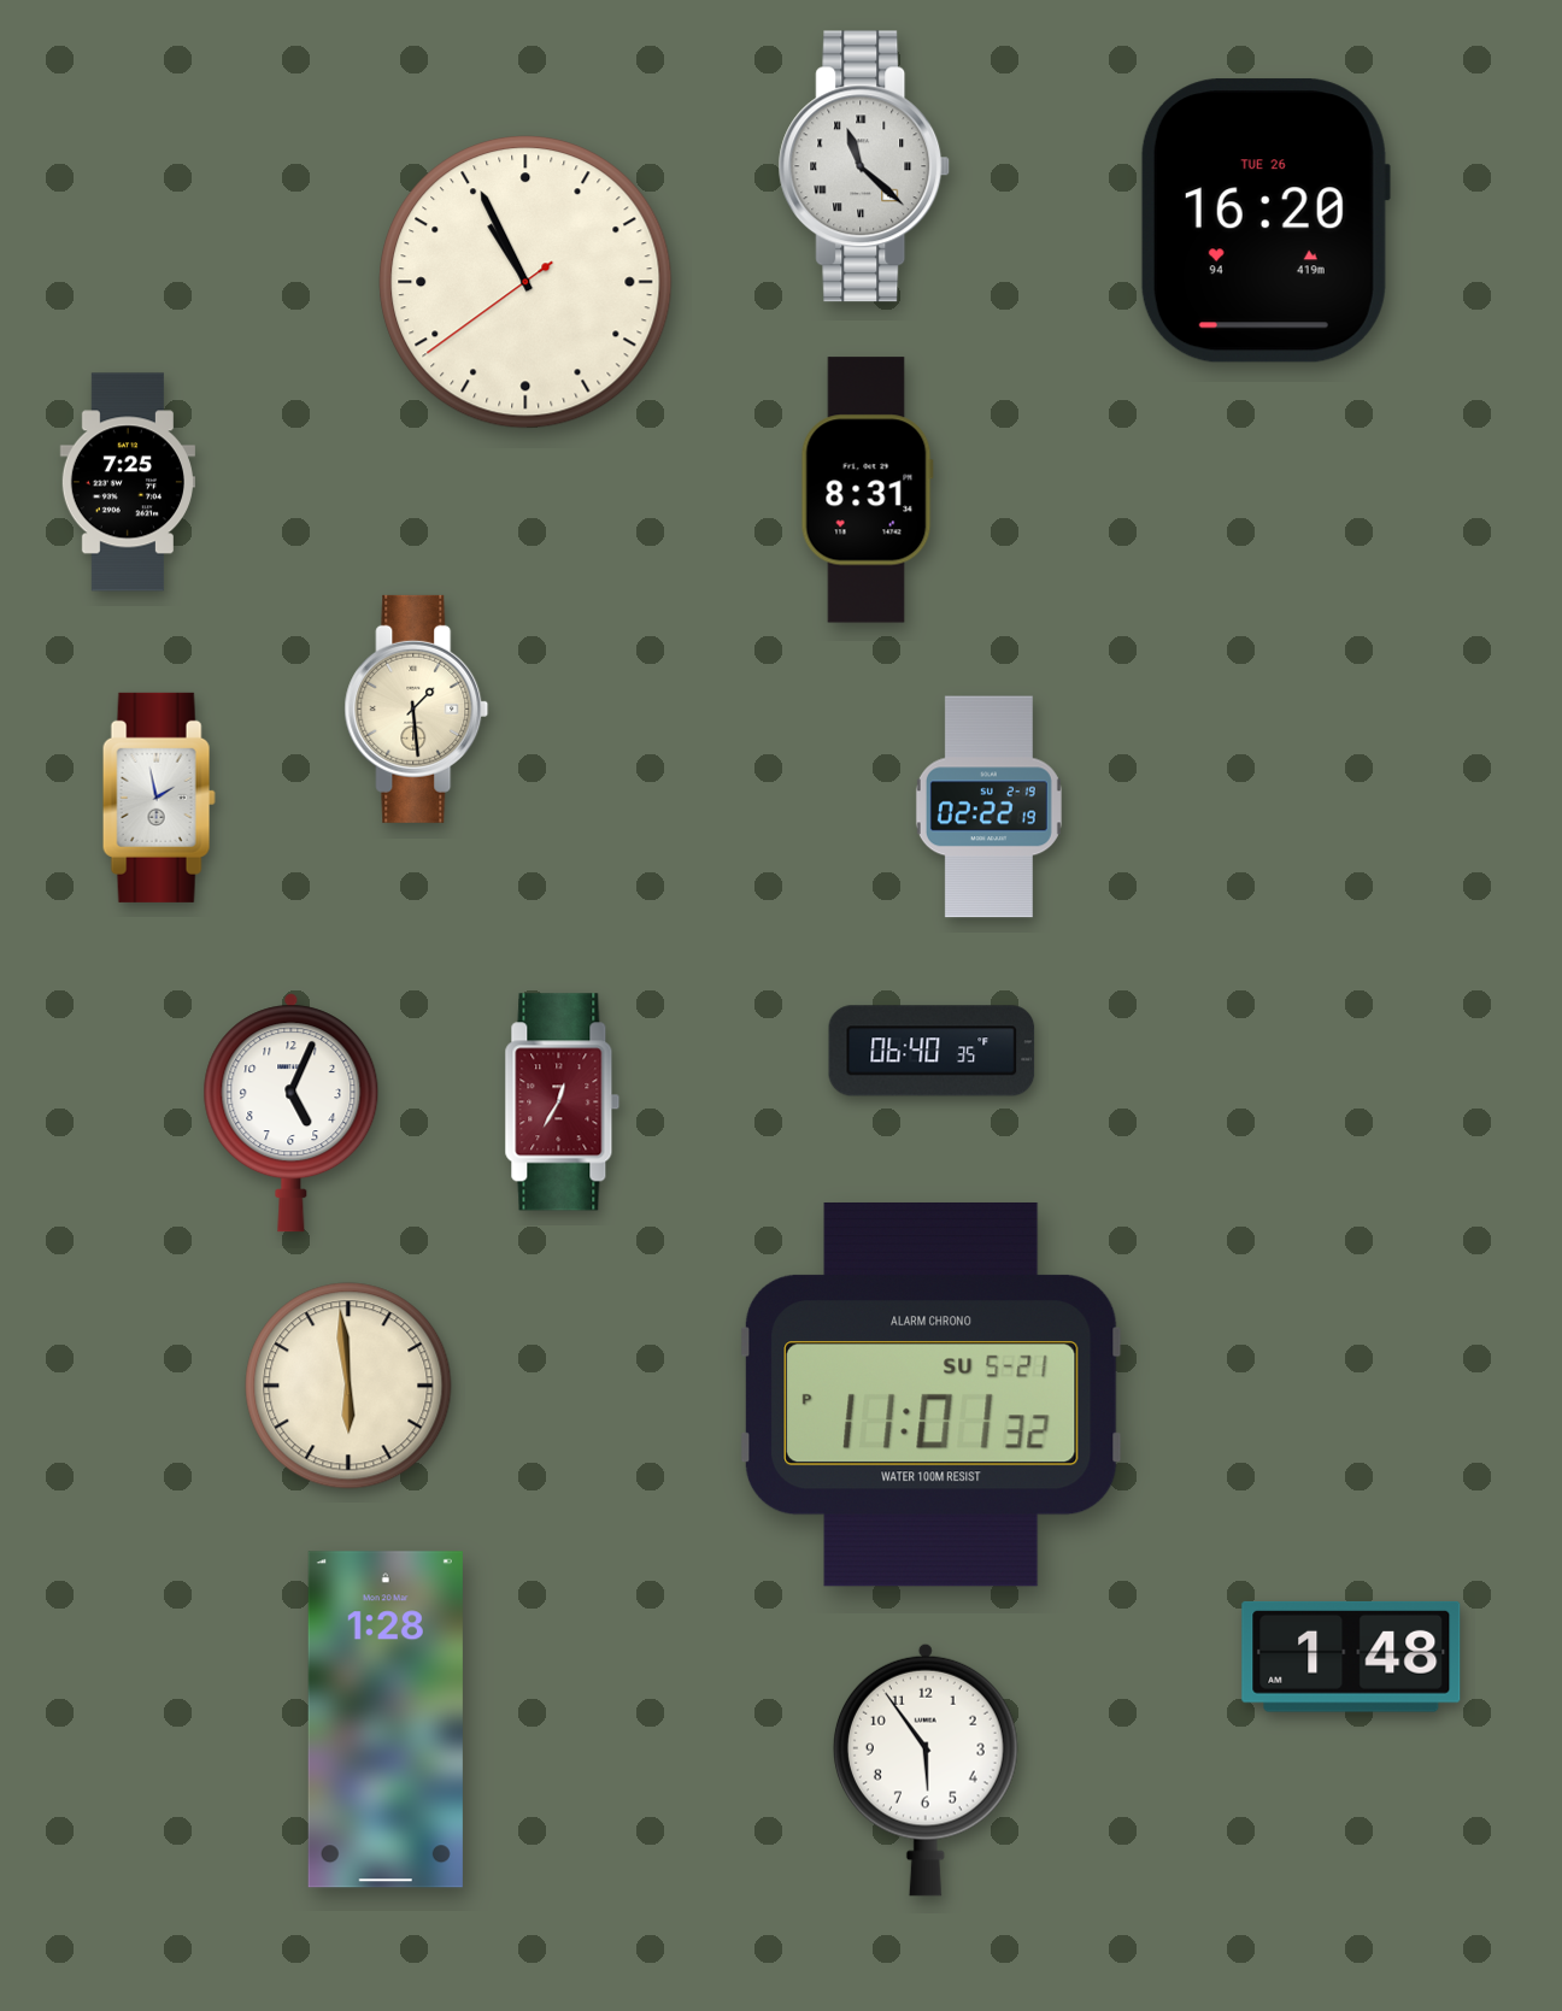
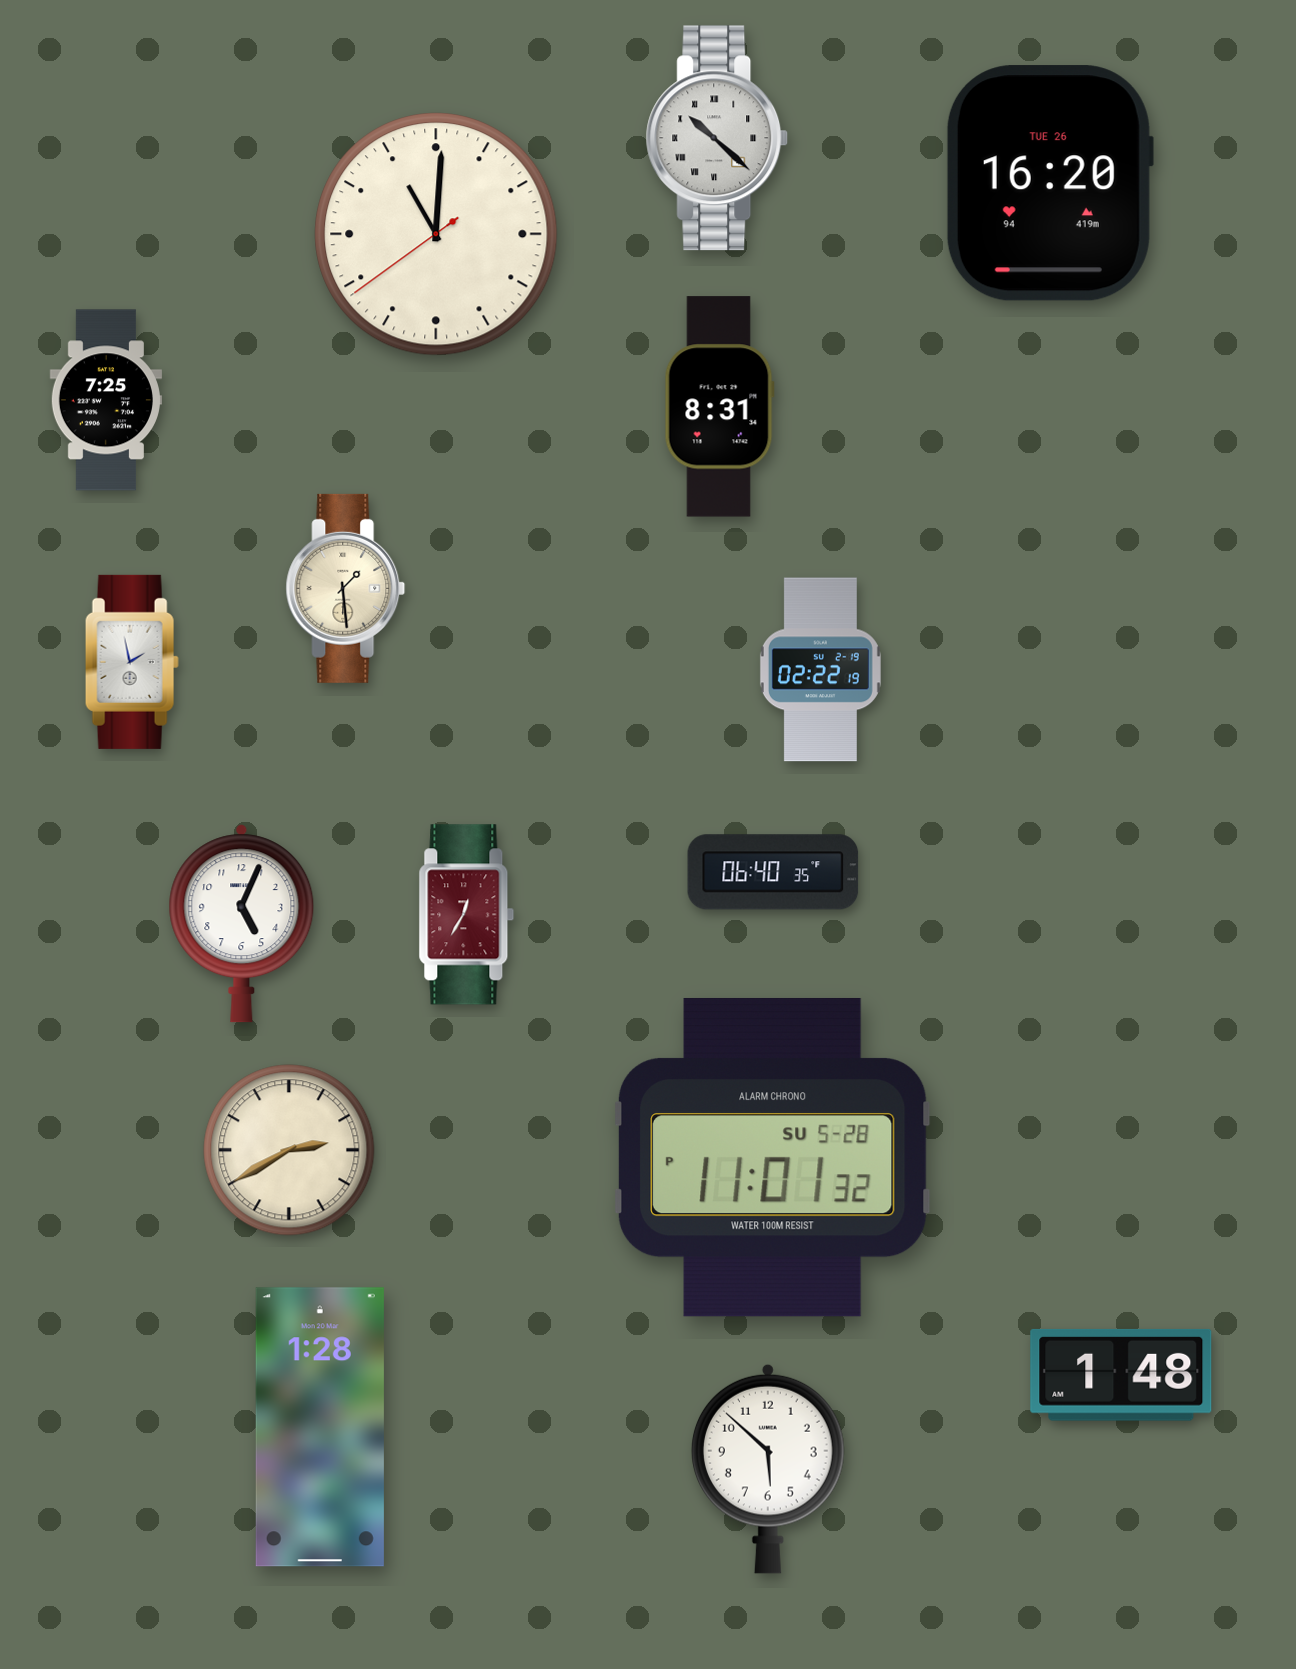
clock at (864, 166): 11:22 -> 10:22
clock at (525, 282): 10:55 -> 11:00
clock at (348, 1386): 5:59 -> 2:40
clock at (930, 1394) date: SU 5-21 -> SU 5-28
clock at (926, 1770): 5:54 -> 5:52
